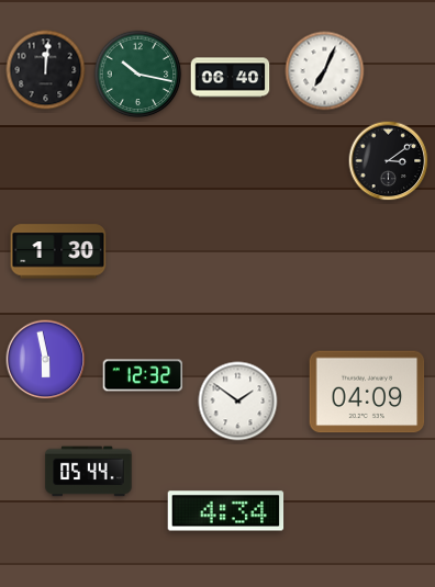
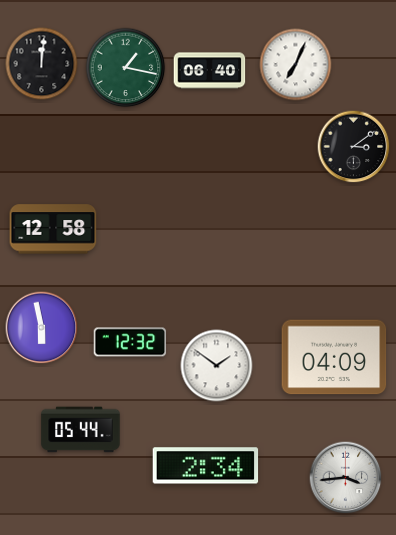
clock at (138, 75): 10:17 -> 1:17
clock at (58, 251): 1:30 -> 12:58
clock at (226, 511): 4:34 -> 2:34
clock at (346, 478): none -> 3:44
